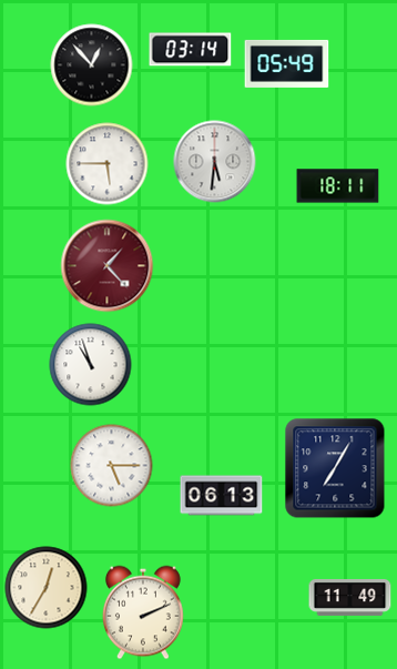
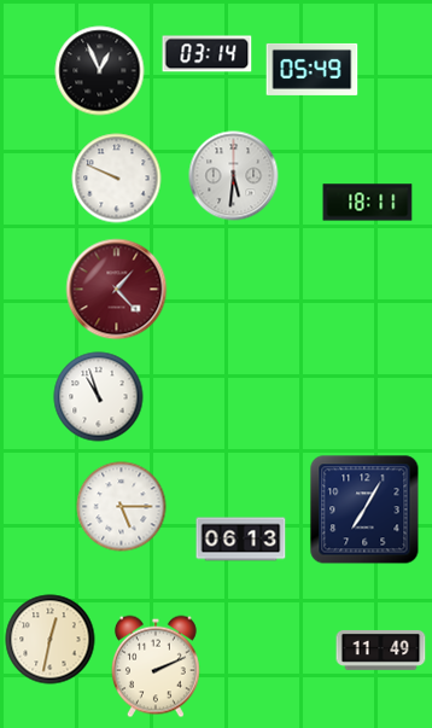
clock at (92, 65): 12:53 -> 12:56
clock at (108, 164): 5:45 -> 9:49
clock at (47, 588): 12:35 -> 12:32
